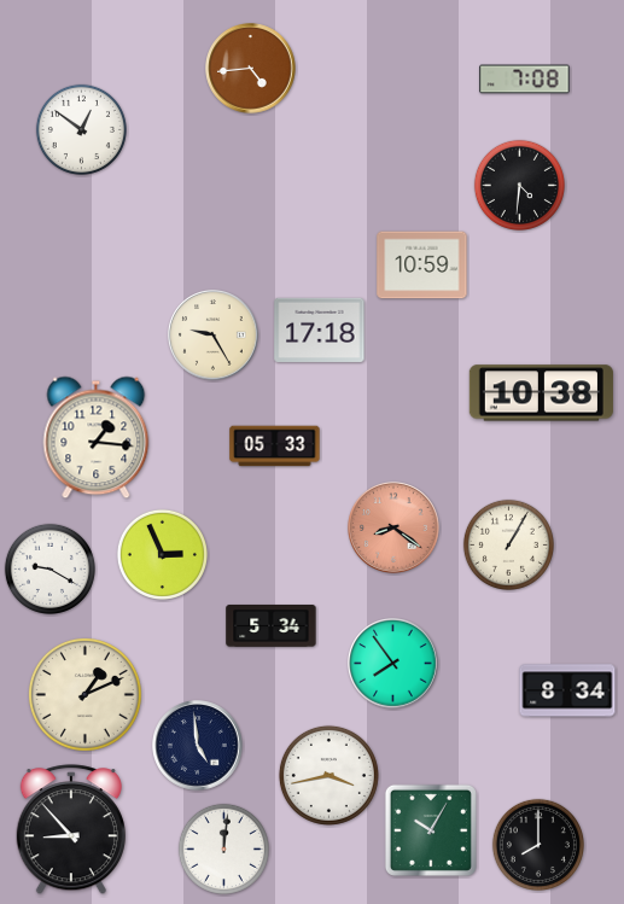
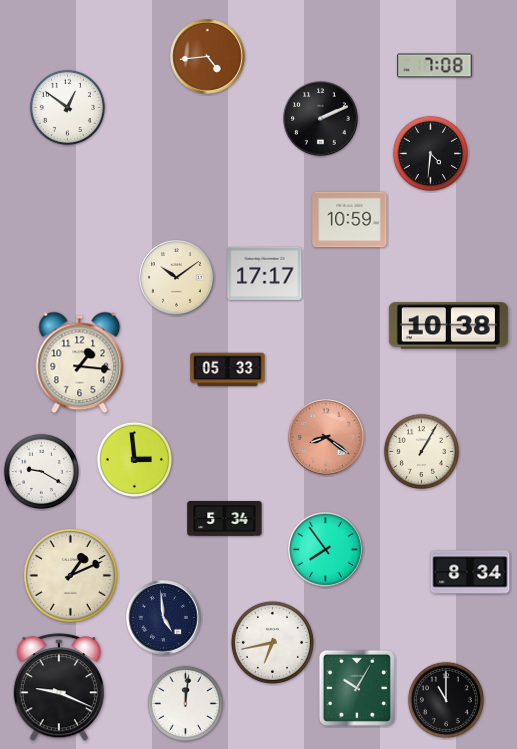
clock at (321, 119): none -> 2:11
clock at (320, 329): 17:18 -> 17:17
clock at (214, 336): 9:25 -> 10:09
clock at (162, 554): 2:56 -> 2:59
clock at (328, 775): 3:43 -> 6:43
clock at (71, 830): 8:53 -> 9:19
clock at (538, 845): 8:00 -> 11:00
